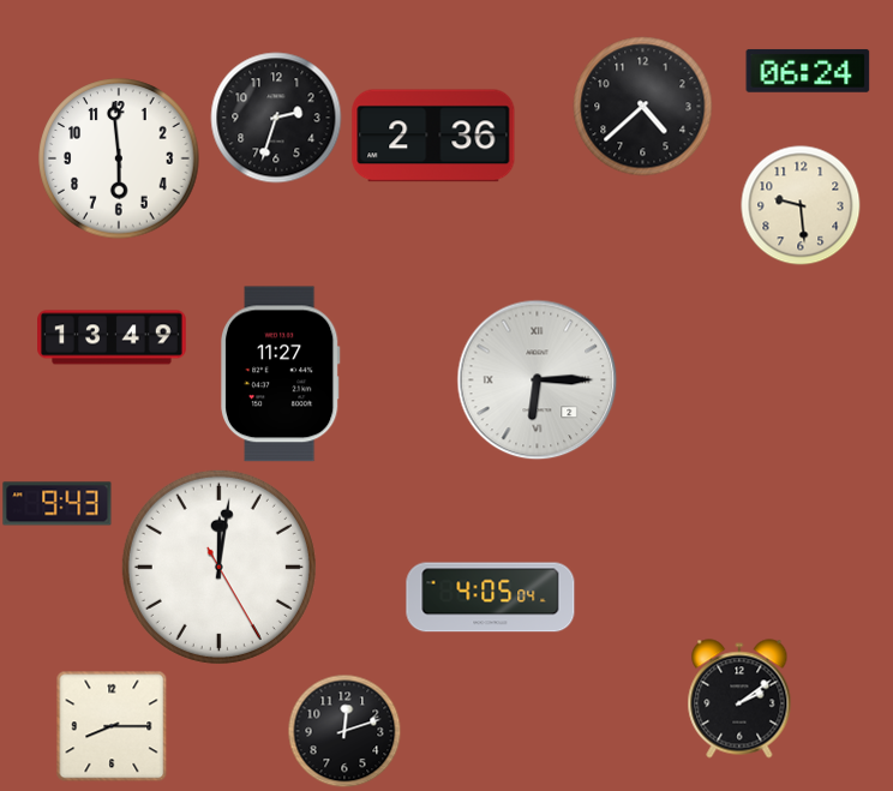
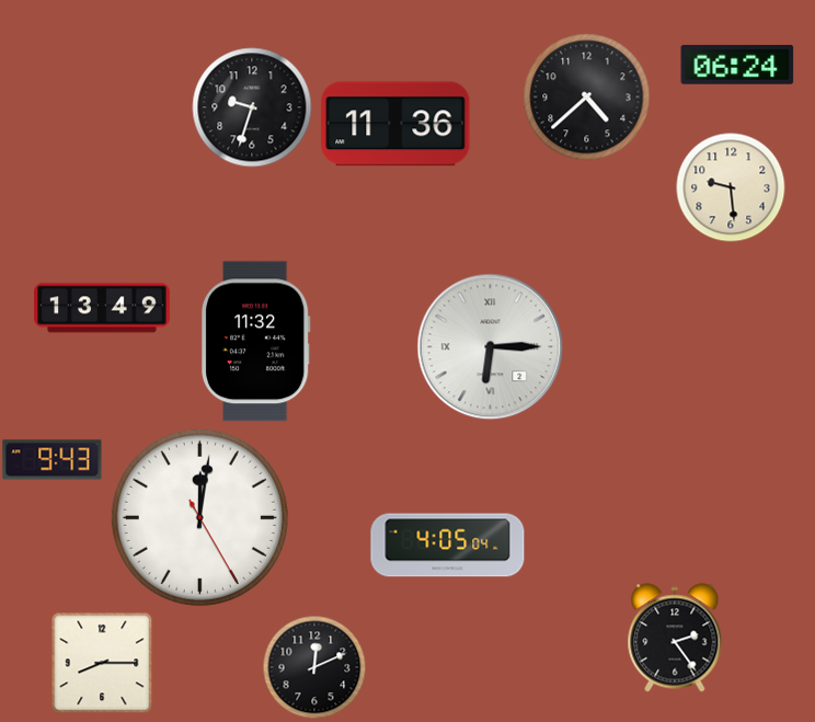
clock at (276, 118): 2:33 -> 9:33
clock at (433, 136): 2:36 -> 11:36
clock at (119, 158): 5:59 -> none
clock at (281, 374): 11:27 -> 11:32
clock at (739, 699): 2:09 -> 2:24
clock at (344, 731): 12:12 -> 12:11
